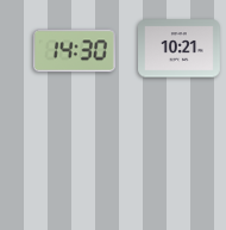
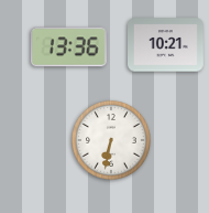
clock at (74, 51): 14:30 -> 13:36
clock at (111, 140): none -> 6:32
